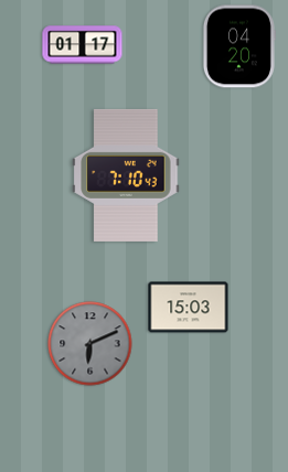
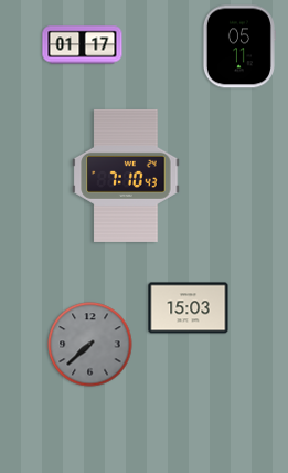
clock at (238, 46): 04:20 -> 05:11
clock at (90, 344): 6:11 -> 7:38
